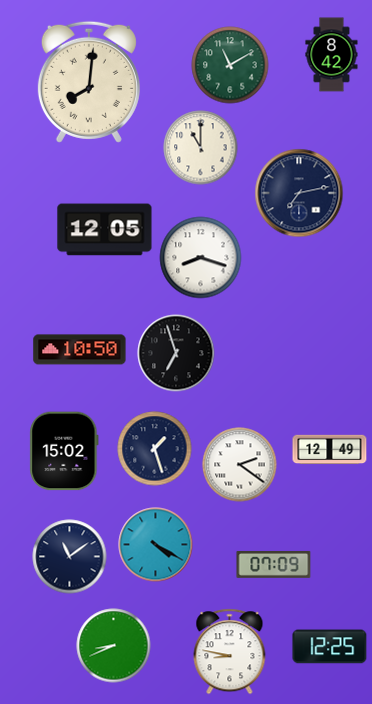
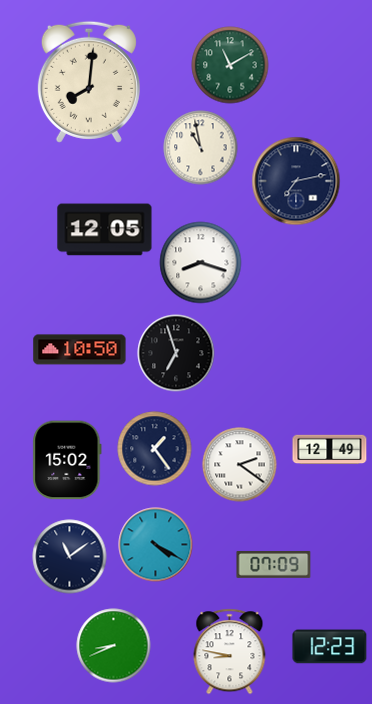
clock at (332, 55): 8:42 -> none
clock at (201, 148): 11:00 -> 10:58
clock at (299, 193) position: (299, 193) -> (296, 181)
clock at (201, 258) position: (201, 258) -> (201, 263)
clock at (155, 449): 1:27 -> 1:24
clock at (64, 451) position: (64, 451) -> (67, 460)
clock at (330, 647): 12:25 -> 12:23
